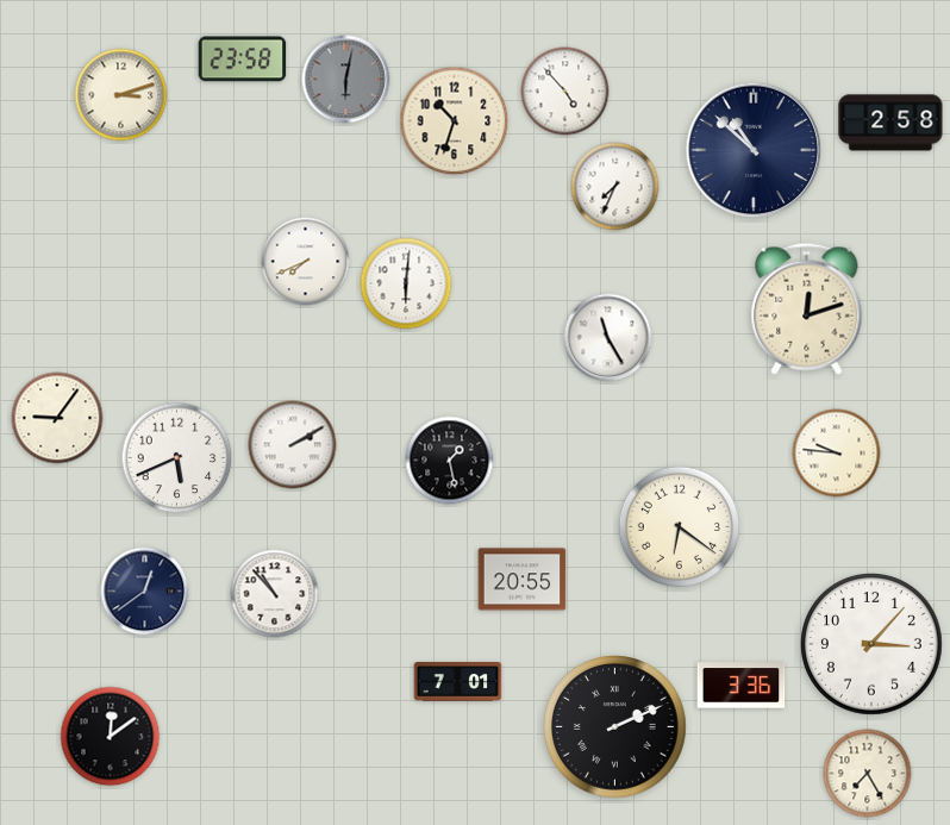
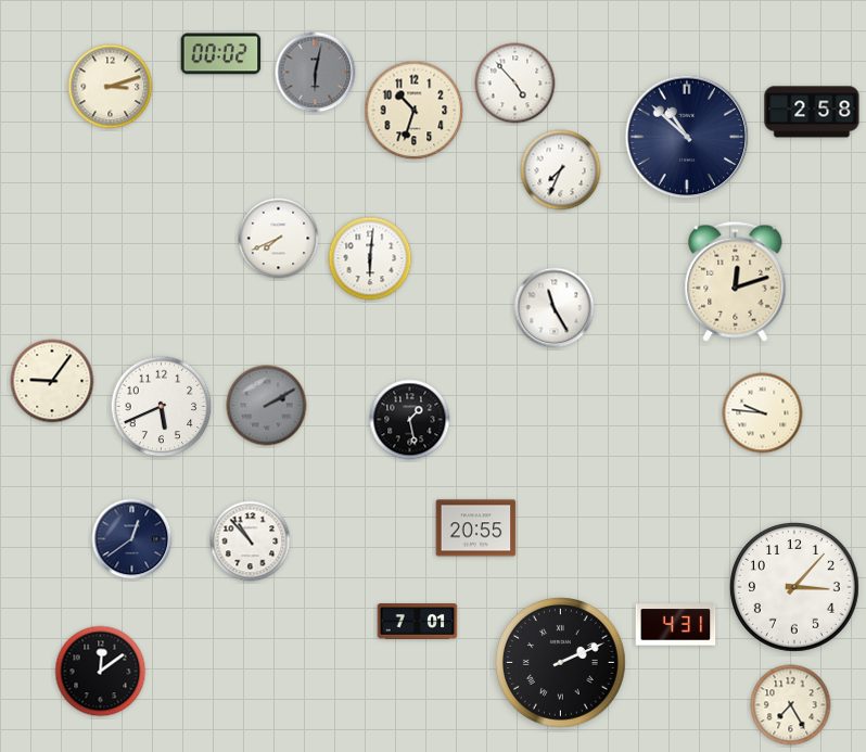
clock at (243, 60): 23:58 -> 00:02
clock at (293, 445) dial: white -> grey
clock at (177, 458) position: (177, 458) -> (162, 407)
clock at (679, 526): 6:21 -> none
clock at (742, 686): 3:36 -> 4:31
